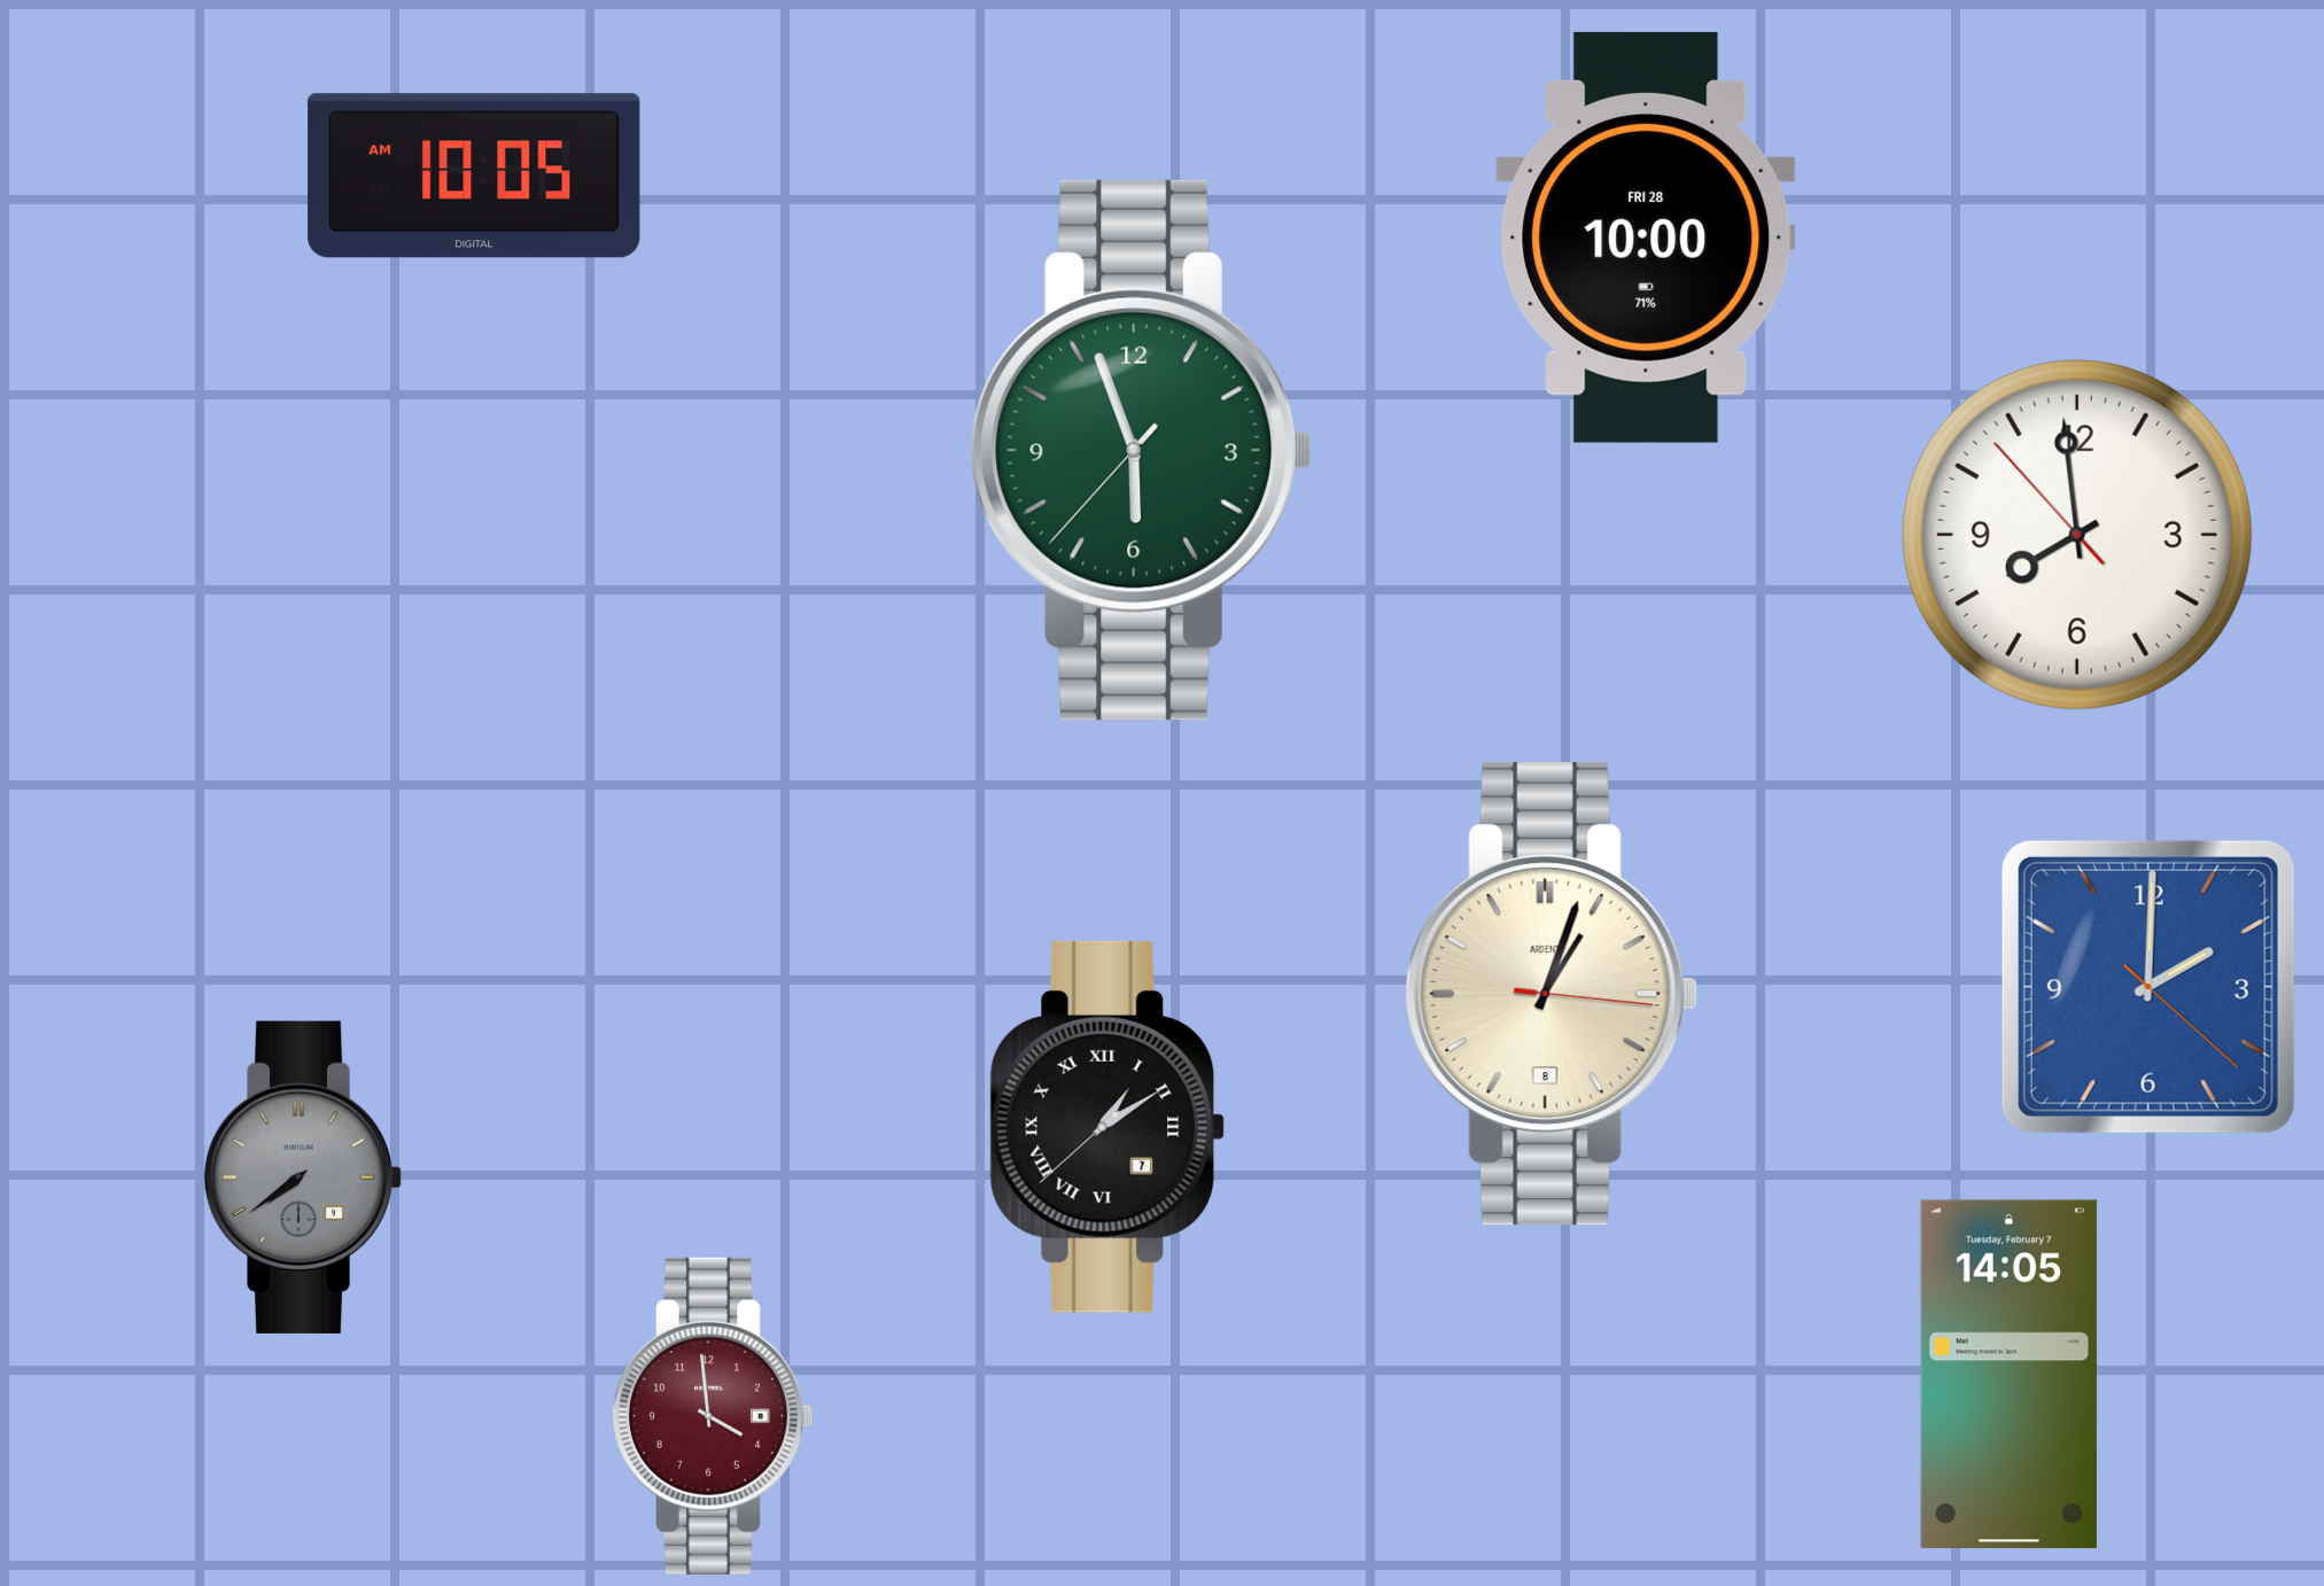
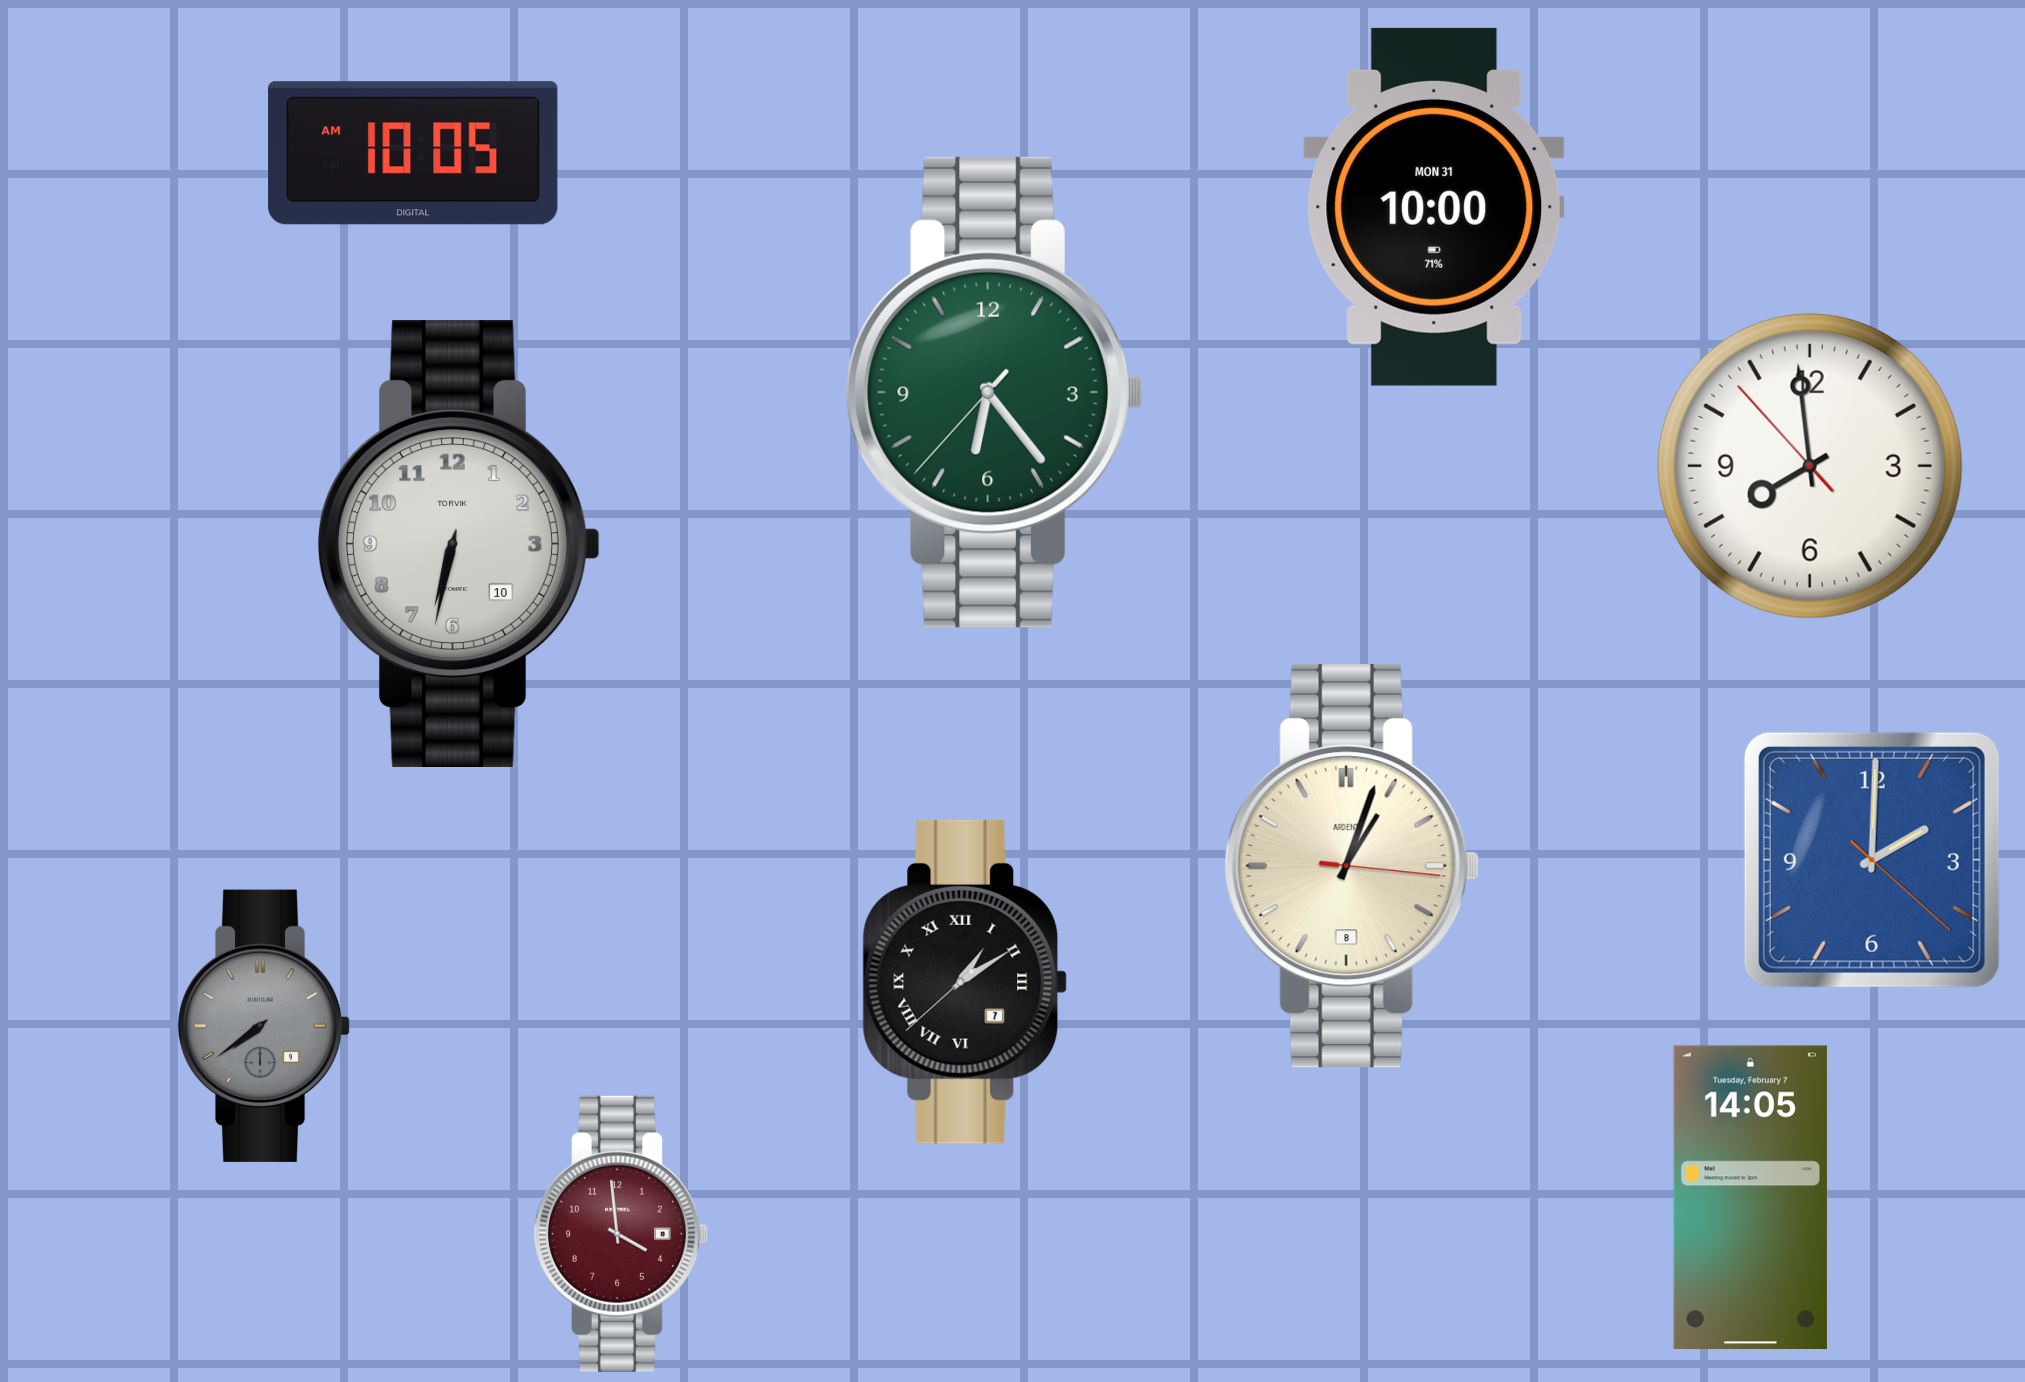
clock at (1646, 238) date: FRI 28 -> MON 31
clock at (1141, 450): 5:56 -> 6:23
clock at (460, 543): none -> 6:32
